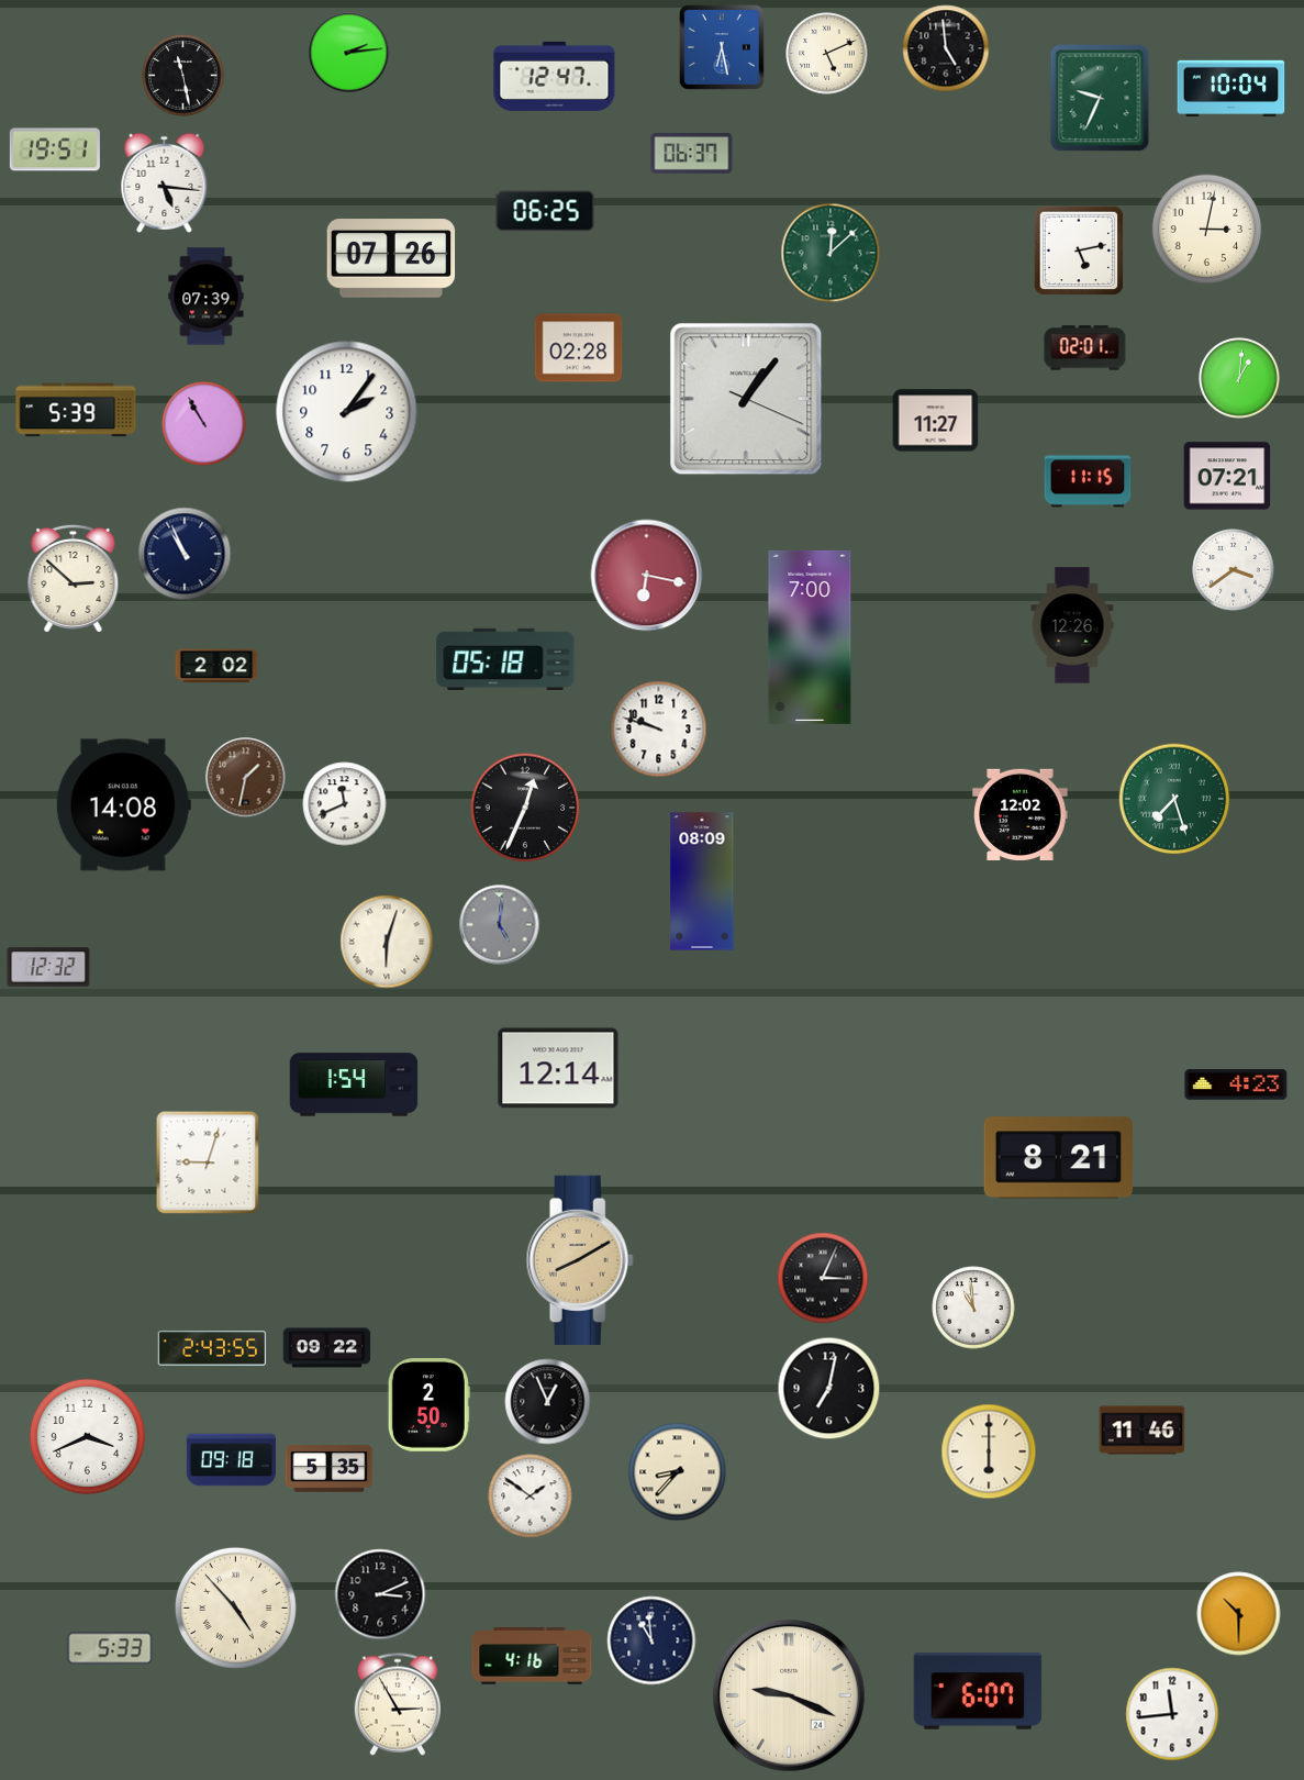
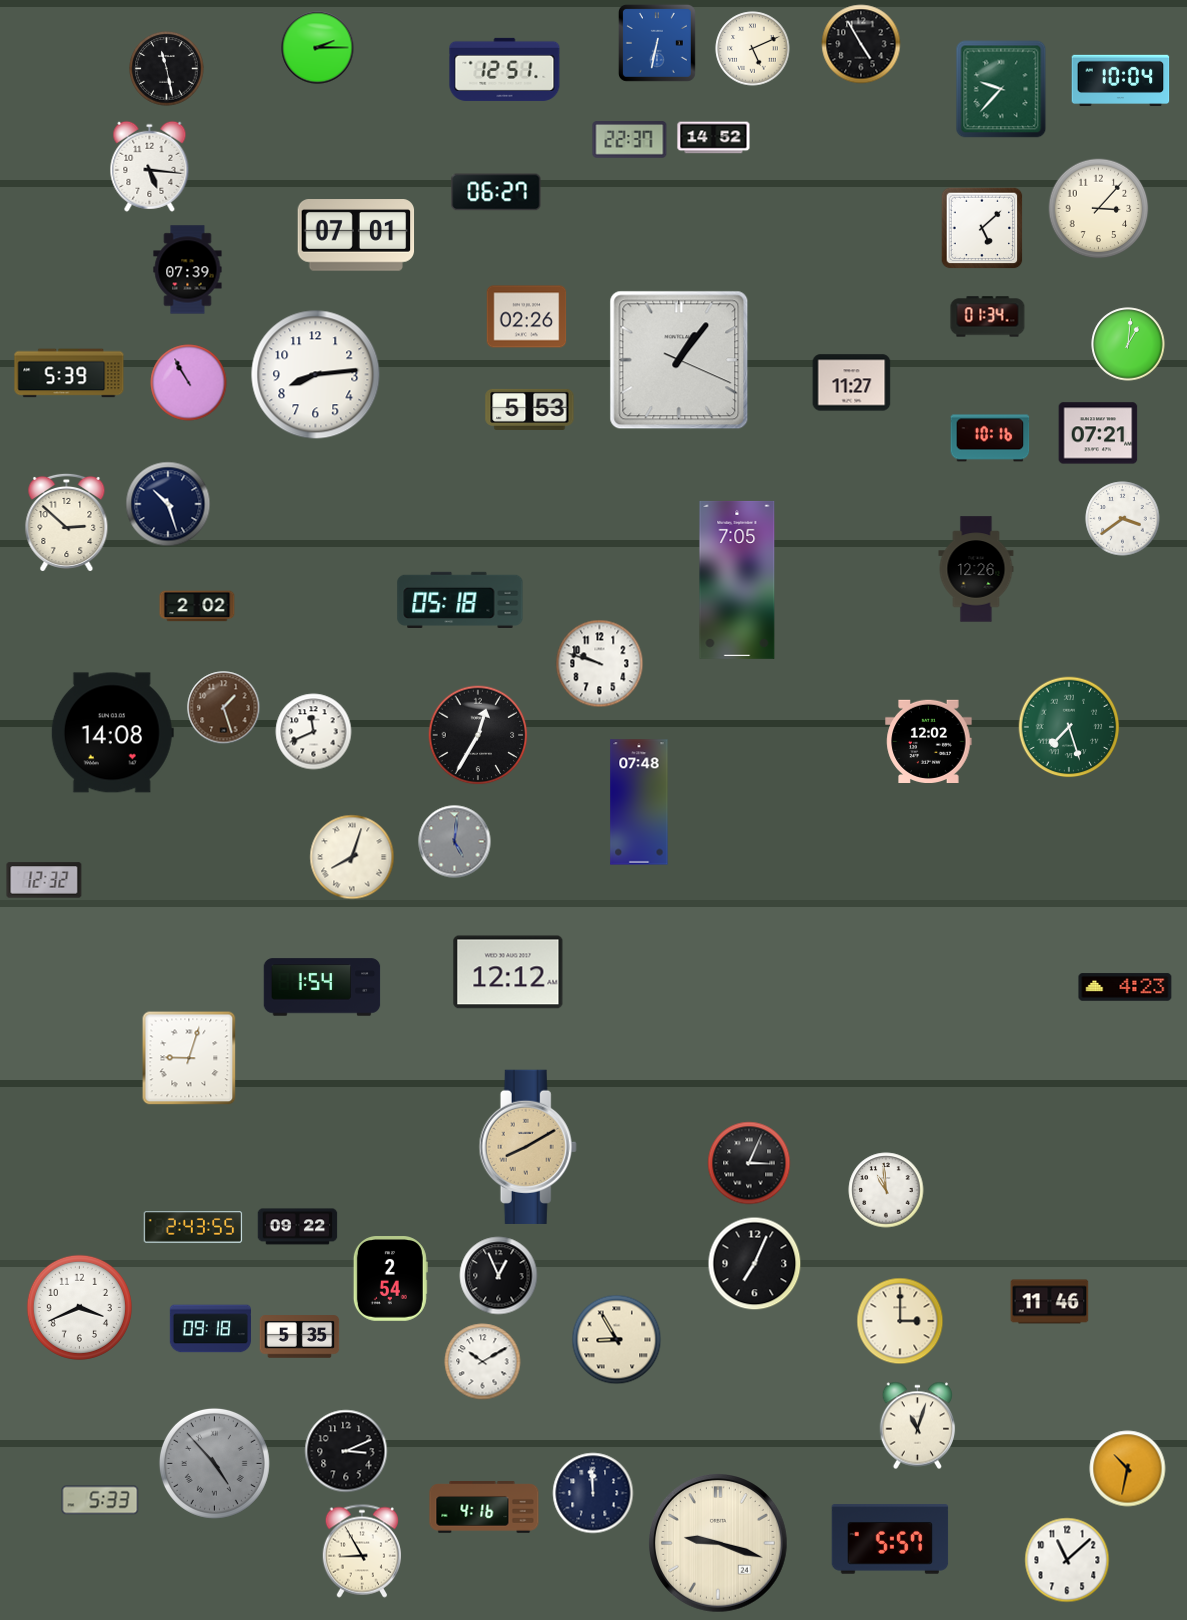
clock at (722, 47): 6:28 -> 6:32
clock at (946, 48): 4:59 -> 4:55
clock at (349, 53): 2:14 -> 2:15
clock at (555, 76): 12:47 -> 12:51
clock at (1100, 98): 9:34 -> 9:37
clock at (55, 149): 19:51 -> none
clock at (714, 138): none -> 14:52
clock at (692, 154): 06:37 -> 22:37
clock at (545, 211): 06:25 -> 06:27
clock at (1207, 230): 3:02 -> 3:07
clock at (1079, 251): 5:13 -> 5:08
clock at (831, 253): 12:08 -> none
clock at (391, 258): 07:26 -> 07:01
clock at (579, 348): 02:28 -> 02:26
clock at (1085, 348): 02:01 -> 01:34
clock at (746, 399) position: (746, 399) -> (679, 360)
clock at (347, 412): 2:06 -> 8:14
clock at (204, 424) position: (204, 424) -> (189, 383)
clock at (530, 409): none -> 5:53
clock at (1227, 476) position: (1227, 476) -> (1098, 433)
clock at (1088, 481): 11:15 -> 10:16
clock at (185, 554): 10:56 -> 10:27
clock at (647, 576): 6:17 -> none
clock at (74, 578) position: (74, 578) -> (67, 522)
clock at (810, 637): 7:00 -> 7:05
clock at (246, 778): 1:32 -> 1:27
clock at (525, 808): 12:34 -> 12:35
clock at (702, 881): 08:09 -> 07:48
clock at (387, 942): 6:03 -> 8:03
clock at (558, 1068): 12:14 -> 12:12
clock at (1058, 1158): 8:21 -> none
clock at (829, 1389): 7:02 -> 7:04
clock at (428, 1405): 2:50 -> 2:54
clock at (1143, 1431) position: (1143, 1431) -> (1050, 1302)
clock at (989, 1451): 6:00 -> 3:00
clock at (678, 1472): 8:37 -> 8:55
clock at (531, 1497): 1:51 -> 10:10
clock at (918, 1426): none -> 11:03
clock at (235, 1607) dial: cream -> grey
clock at (1239, 1614): 10:30 -> 10:32
clock at (651, 1640): 10:59 -> 11:59
clock at (978, 1691): 6:07 -> 5:57
clock at (790, 1696): 9:19 -> 9:18
clock at (397, 1704): 2:55 -> 8:55
clock at (1172, 1714): 11:44 -> 11:08
